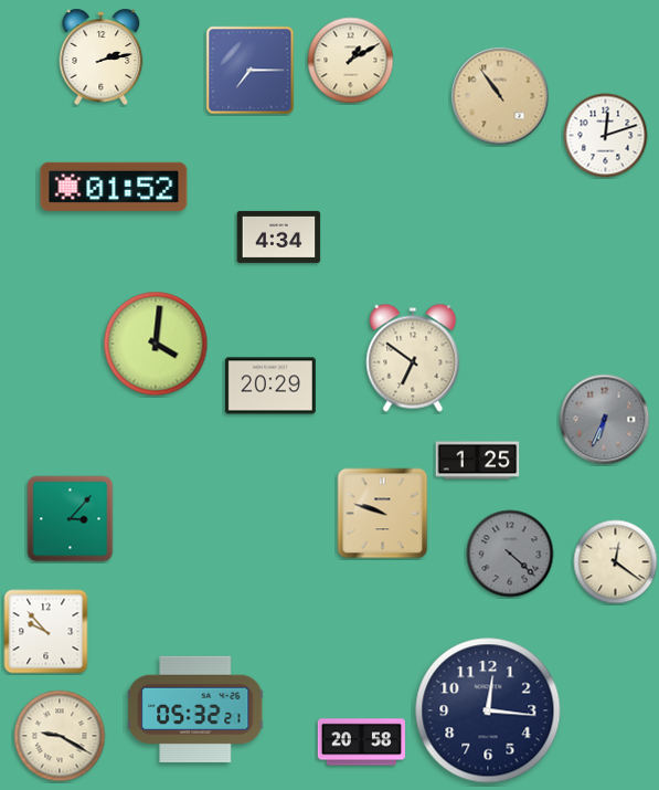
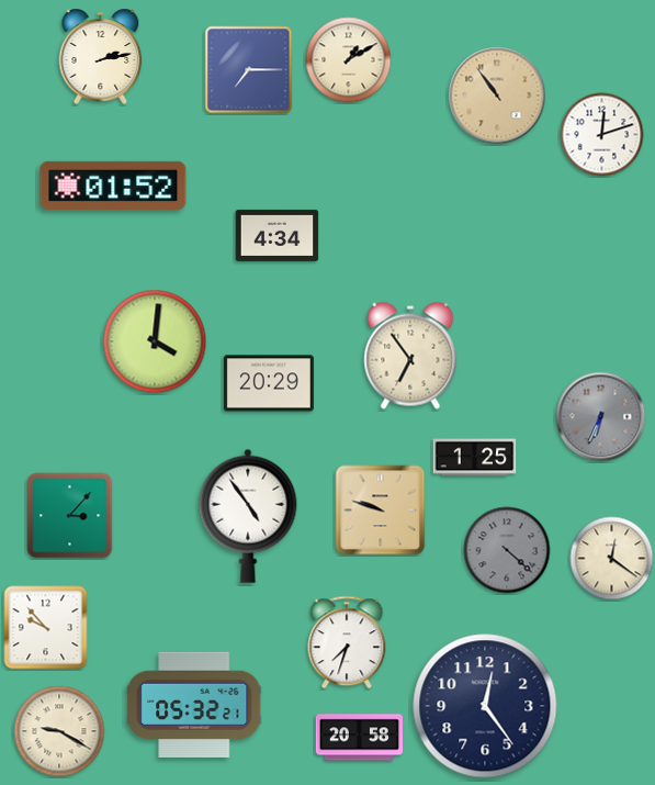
clock at (413, 358): 6:51 -> 6:54
clock at (248, 516): none -> 4:54
clock at (347, 642): none -> 7:33
clock at (488, 710): 12:16 -> 12:24
